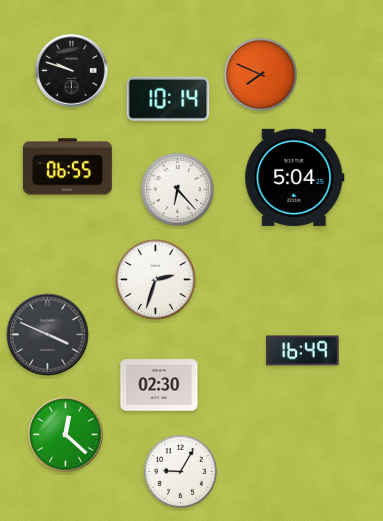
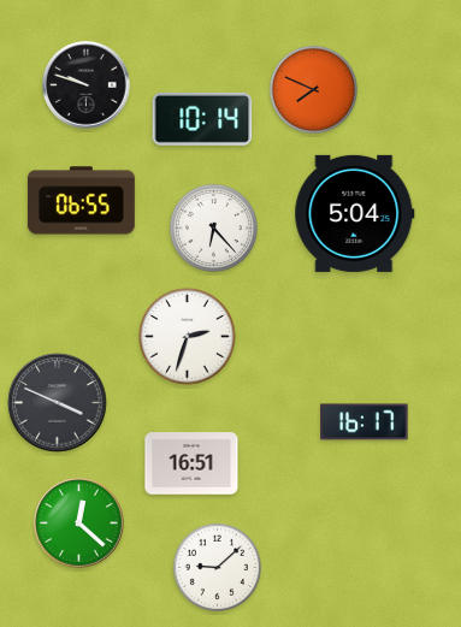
clock at (303, 351): 16:49 -> 16:17
clock at (159, 385): 02:30 -> 16:51
clock at (180, 471): 9:05 -> 9:08
